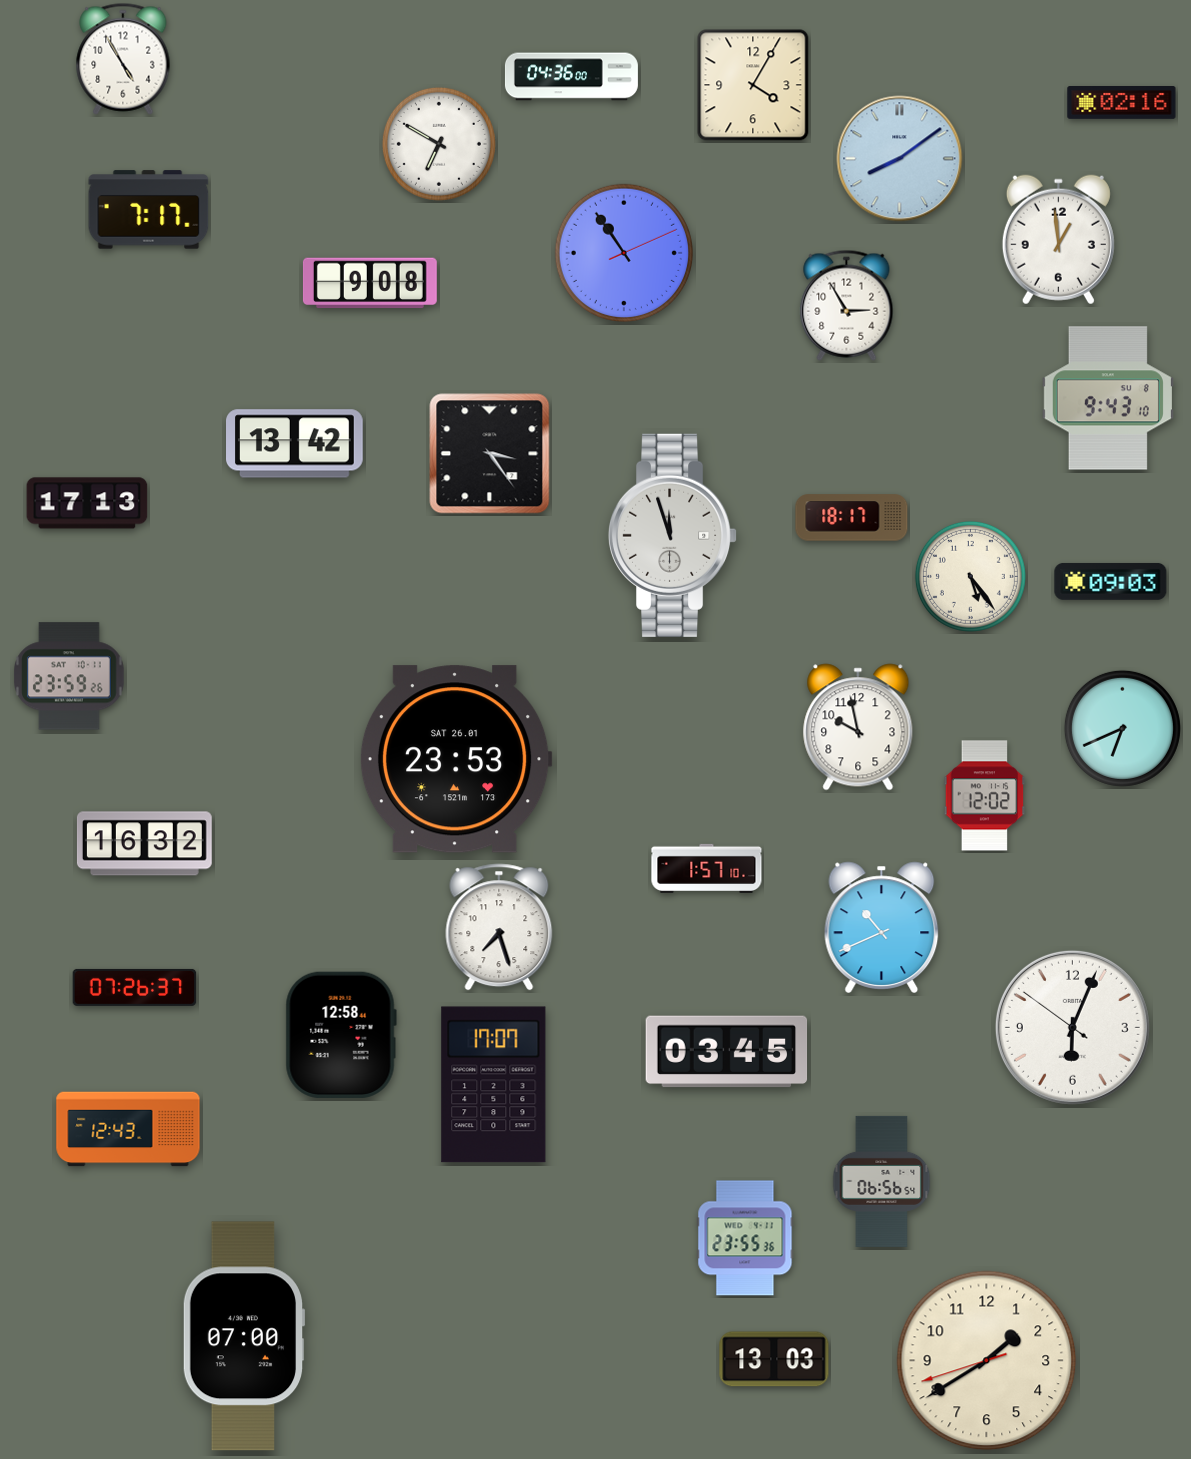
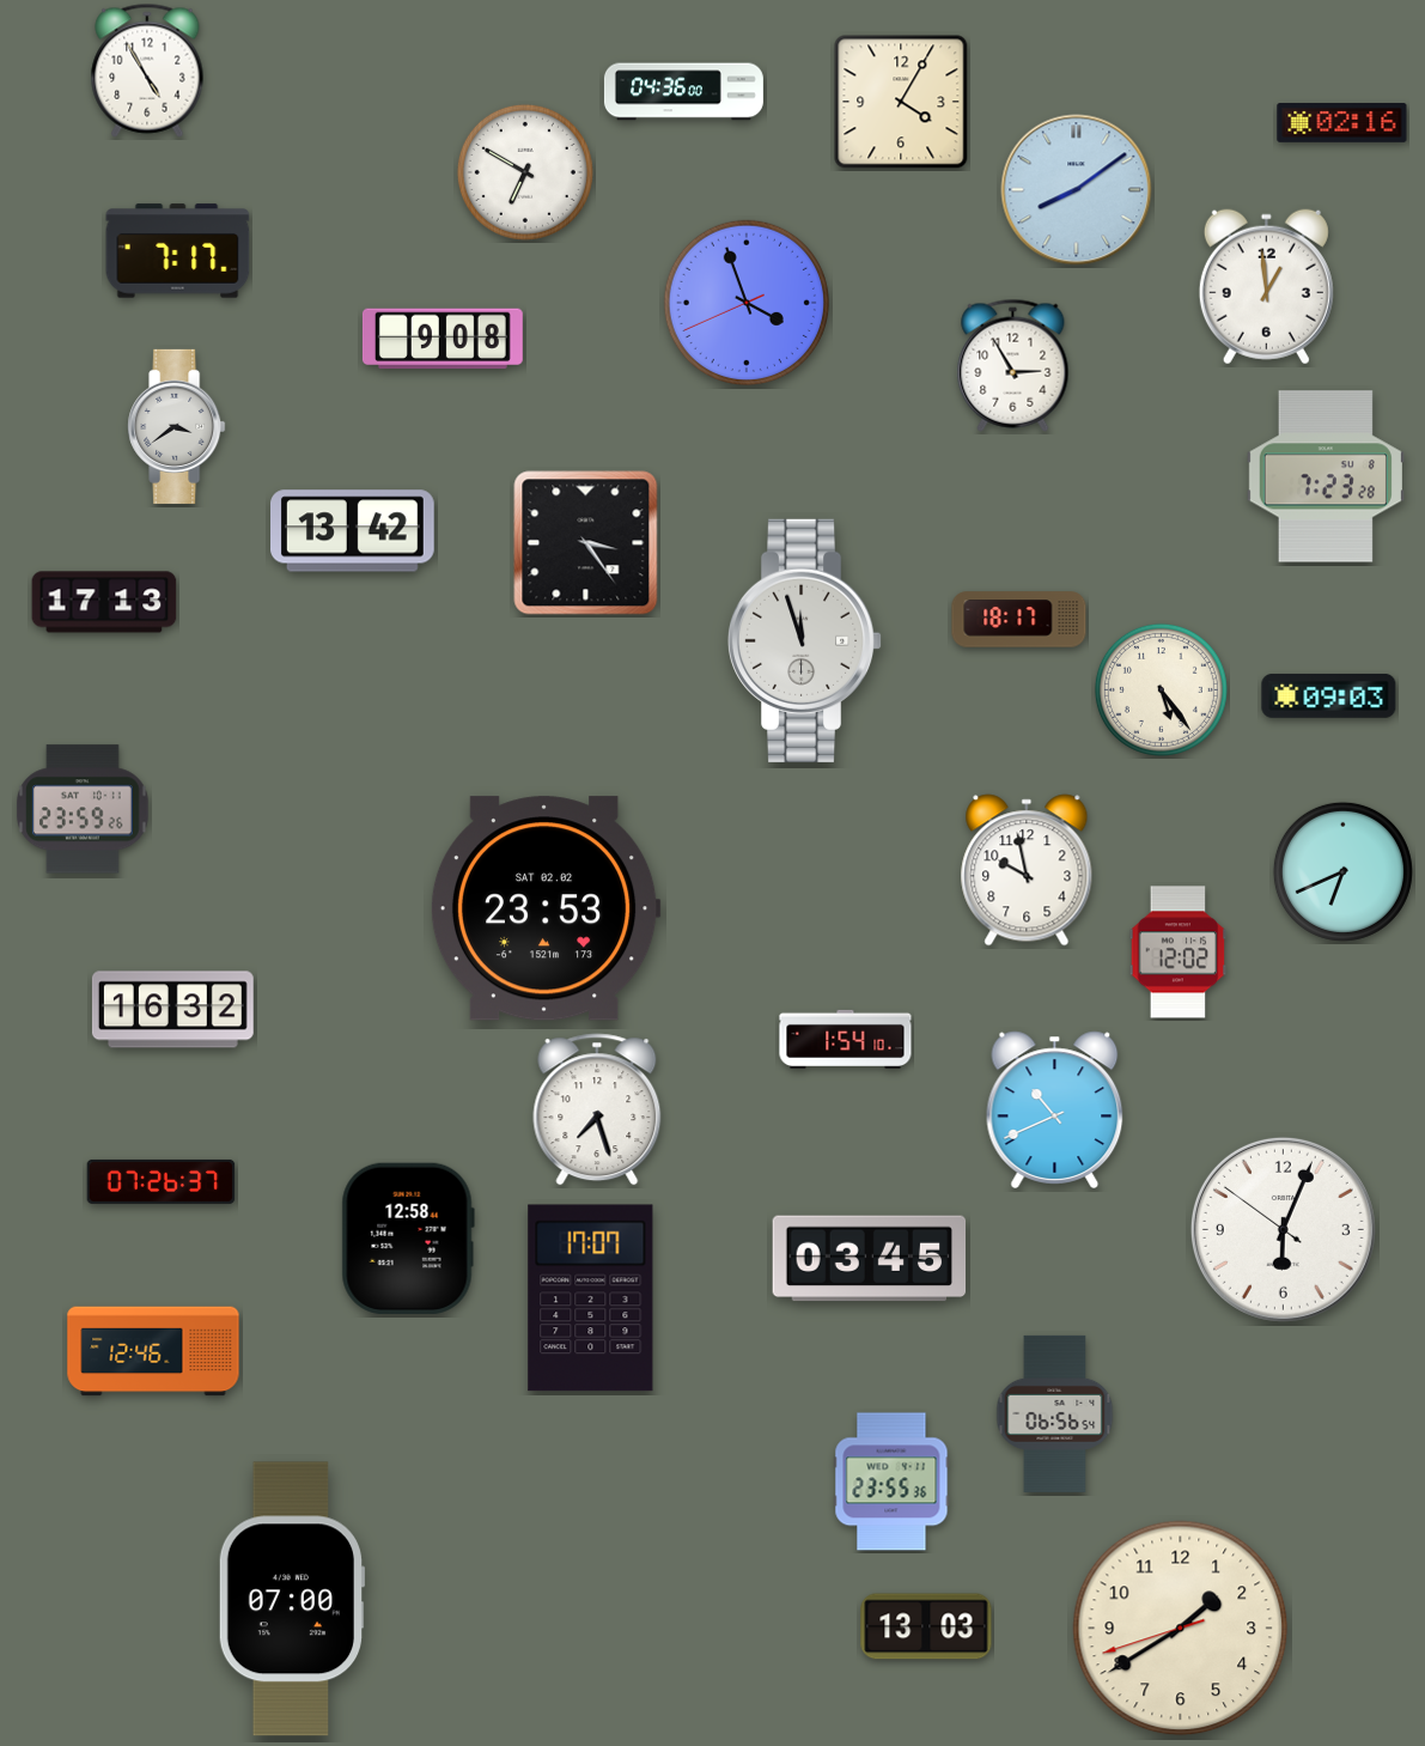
clock at (624, 253): 10:54 -> 3:56
clock at (177, 426): none -> 3:39
clock at (1108, 398): 9:43 -> 7:23
clock at (456, 759) date: SAT 26.01 -> SAT 02.02
clock at (707, 868): 1:57 -> 1:54
clock at (128, 1129): 12:43 -> 12:46
